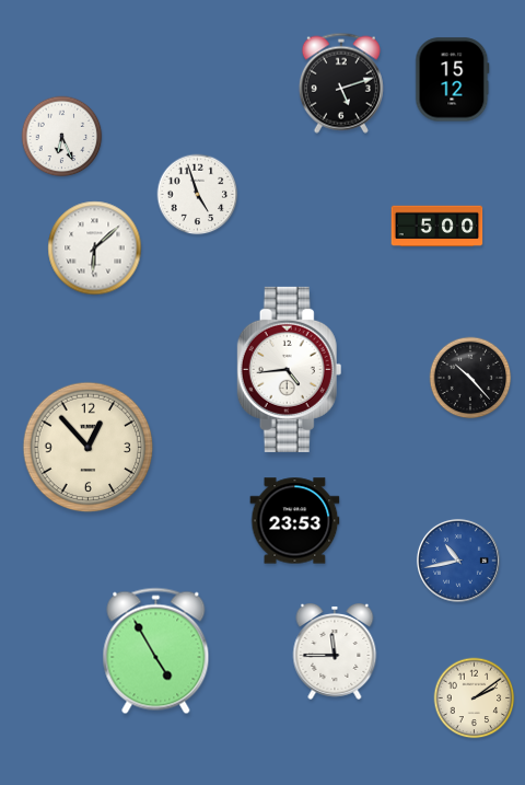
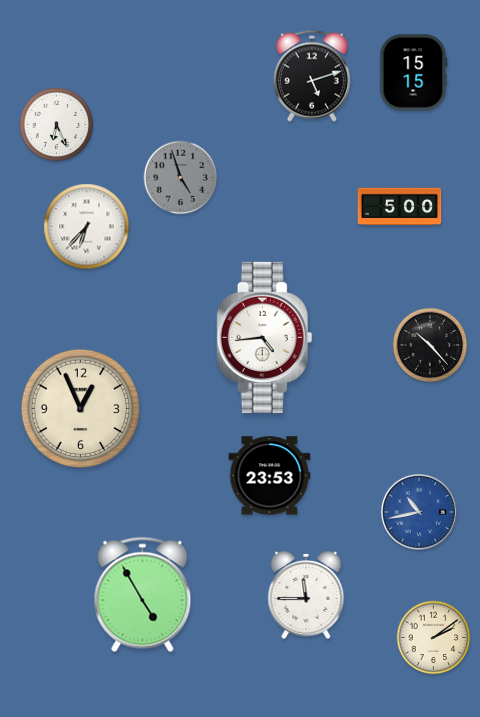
clock at (453, 80): 15:12 -> 15:15
clock at (198, 195) dial: white -> grey
clock at (95, 249): 6:08 -> 6:37
clock at (89, 448): 12:53 -> 12:56
